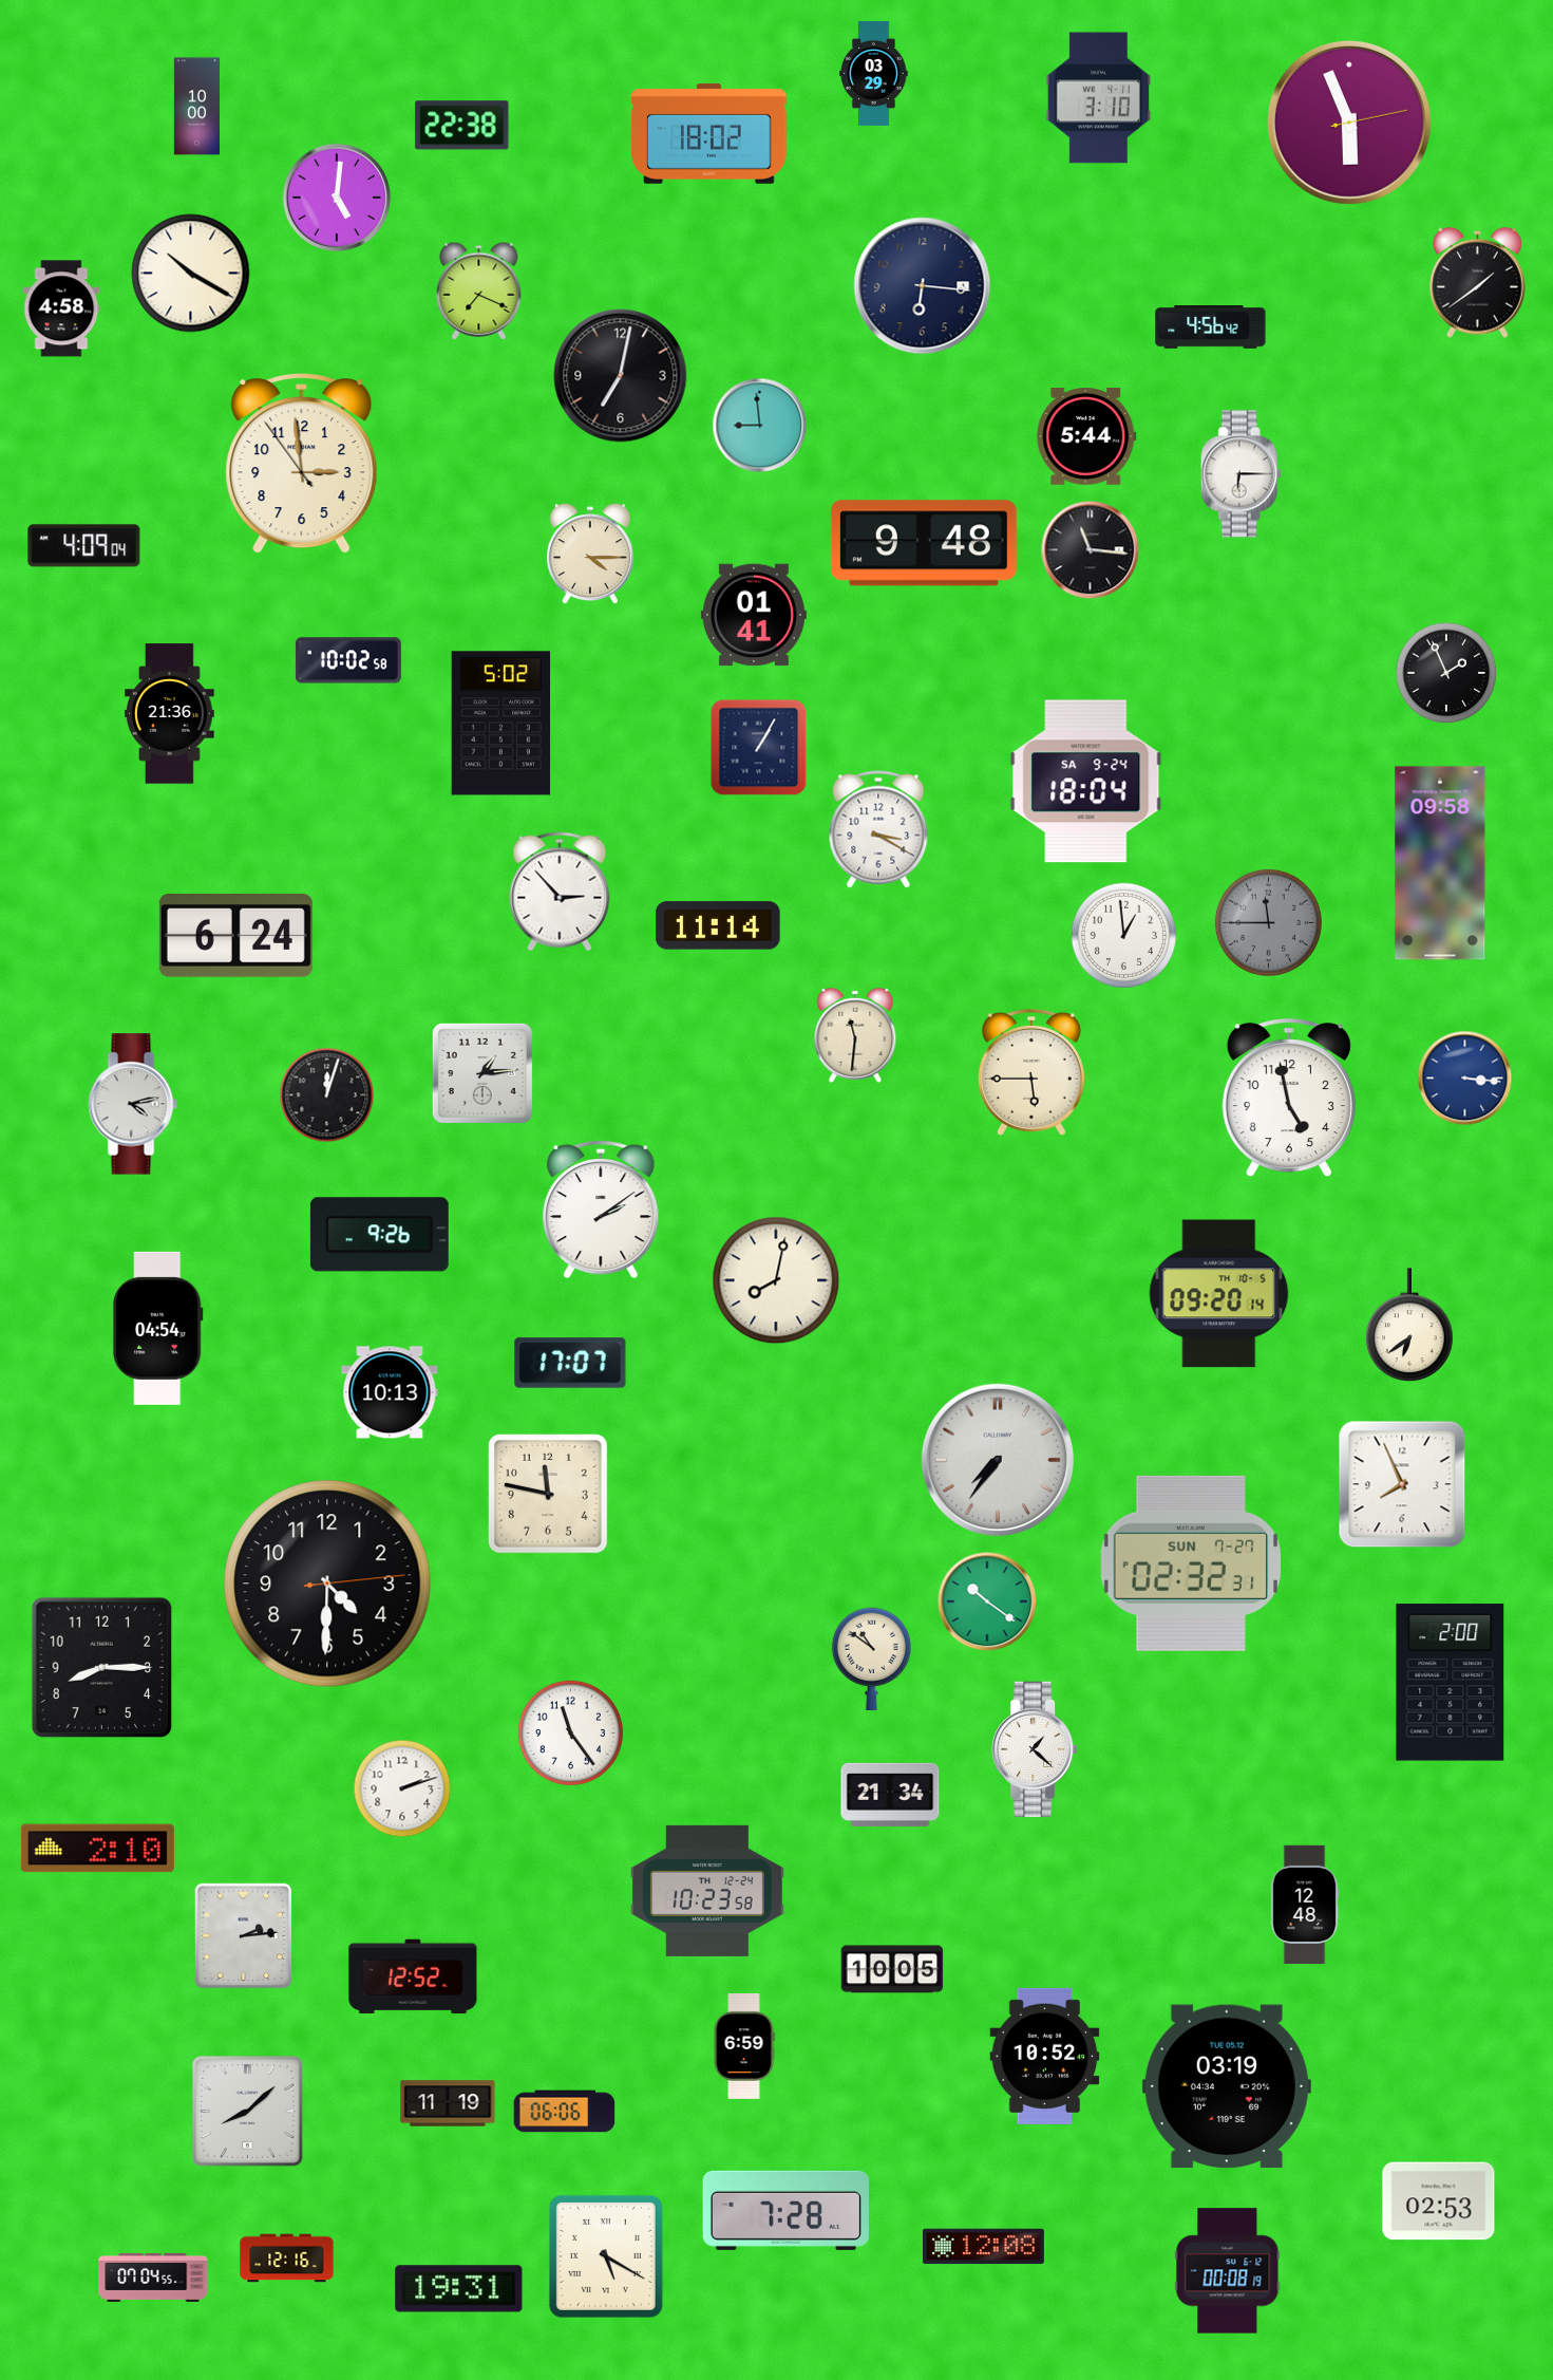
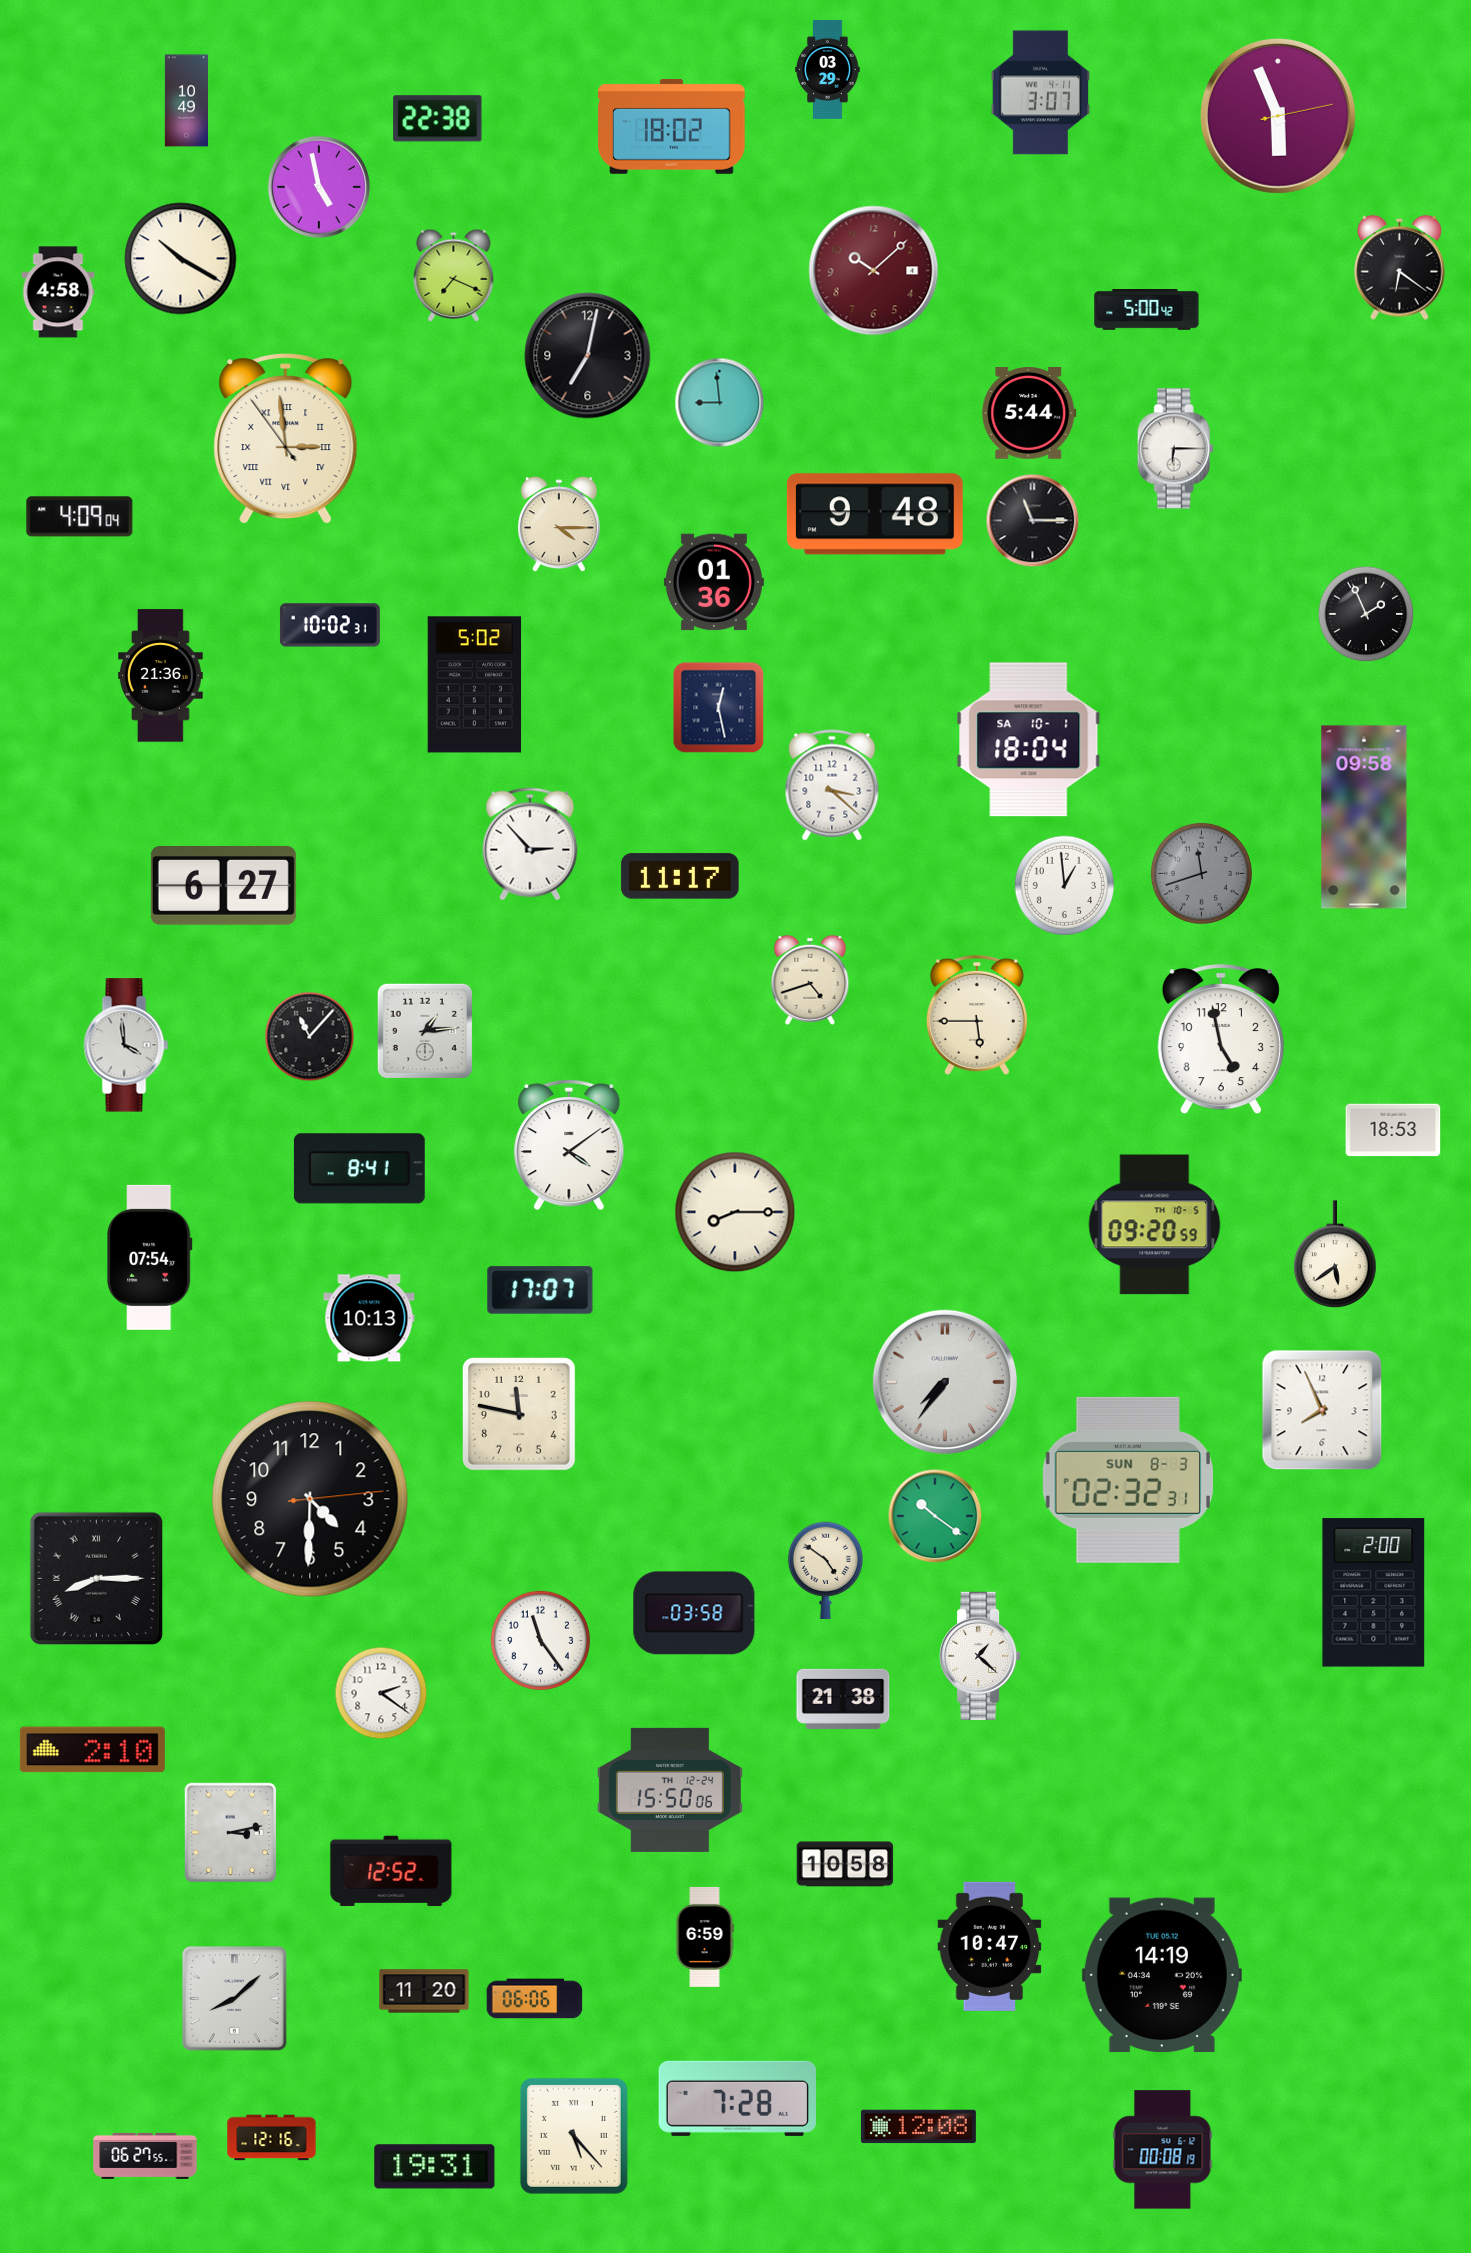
clock at (1099, 98): 3:10 -> 3:07
clock at (196, 107): 10:00 -> 10:49
clock at (336, 196): 5:01 -> 4:58
clock at (1478, 282): 1:39 -> 6:21
clock at (923, 286): 6:16 -> 10:08
clock at (923, 286) dial: navy -> burgundy
clock at (1211, 327): 4:56 -> 5:00
clock at (302, 464) numerals: Arabic -> Roman
clock at (1091, 550): 11:16 -> 11:15
clock at (754, 615): 01:41 -> 01:36
clock at (348, 660): 10:02:58 -> 10:02:31
clock at (1446, 673) position: (1446, 673) -> (1366, 614)
clock at (759, 748): 1:05 -> 12:28
clock at (1086, 782) date: SA 9-24 -> SA 10-1
clock at (878, 829): 3:20 -> 3:22
clock at (1268, 922): 11:45 -> 11:42
clock at (718, 925): 11:14 -> 11:17
clock at (235, 936): 6:24 -> 6:27
clock at (855, 1035): 11:31 -> 4:42
clock at (482, 1073) position: (482, 1073) -> (425, 1031)
clock at (1465, 1079): 3:16 -> none
clock at (327, 1095): 12:03 -> 11:07
clock at (133, 1104): 4:13 -> 3:59
clock at (1393, 1130): none -> 18:53
clock at (601, 1210): 2:09 -> 4:09
clock at (379, 1235): 9:26 -> 8:41
clock at (776, 1280): 8:02 -> 8:15
clock at (1219, 1294): 09:20:14 -> 09:20:59
clock at (1409, 1326): 6:39 -> 5:39
clock at (158, 1328): 04:54 -> 07:54
clock at (1402, 1484) position: (1402, 1484) -> (1322, 1410)
clock at (1191, 1563) date: SUN 7-27 -> SUN 8-3
clock at (871, 1658): 10:51 -> 4:51
clock at (101, 1667) numerals: Arabic -> Roman
clock at (694, 1613): none -> 03:58
clock at (402, 1788): 2:12 -> 2:21
clock at (890, 1795): 21:34 -> 21:38
clock at (707, 1891): 10:23 -> 15:50
clock at (1305, 1905): 12:48 -> none
clock at (244, 1936): 2:14 -> 3:13
clock at (892, 1969): 10:05 -> 10:58
clock at (1045, 2056): 10:52 -> 10:47
clock at (1227, 2086): 03:19 -> 14:19
clock at (448, 2103): 11:19 -> 11:20
clock at (1439, 2201): 02:53 -> none
clock at (785, 2210) position: (785, 2210) -> (737, 2098)
clock at (983, 2247) position: (983, 2247) -> (918, 2127)
clock at (606, 2256): 5:20 -> 5:23
clock at (153, 2278): 07:04 -> 06:27
